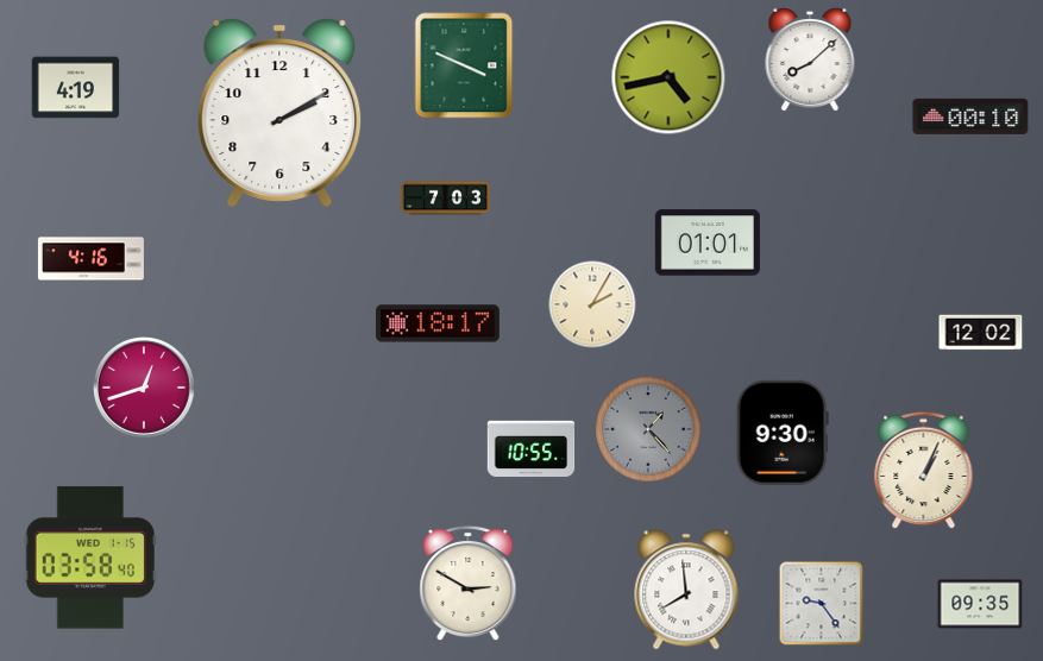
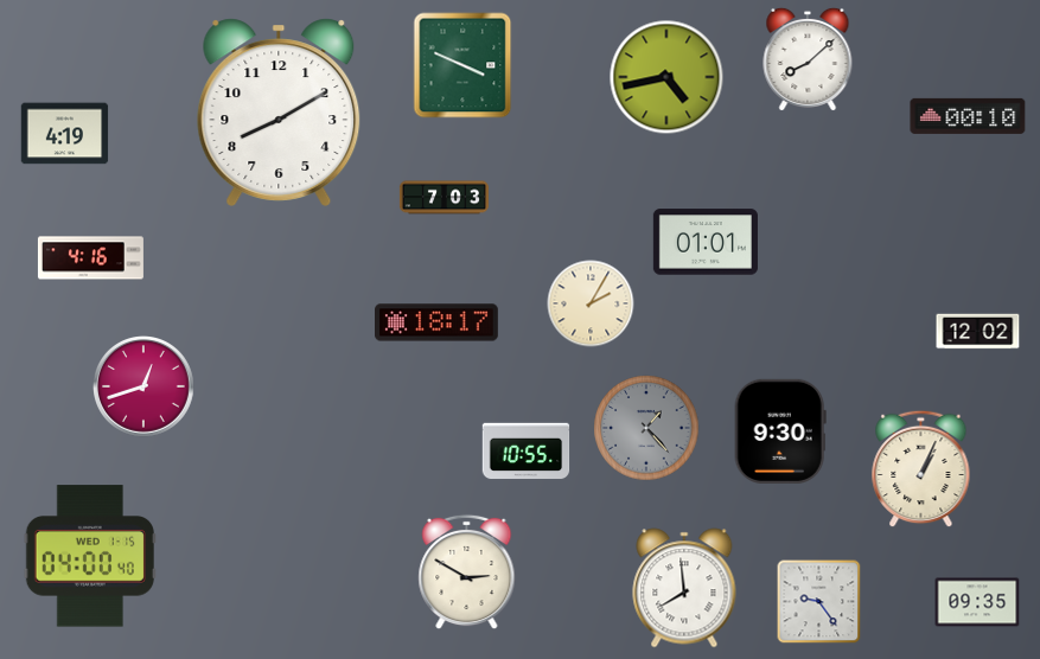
clock at (76, 88) position: (76, 88) -> (65, 134)
clock at (279, 113): 2:10 -> 8:10
clock at (532, 449) position: (532, 449) -> (527, 452)
clock at (90, 558): 03:58 -> 04:00
clock at (469, 584) position: (469, 584) -> (467, 572)
